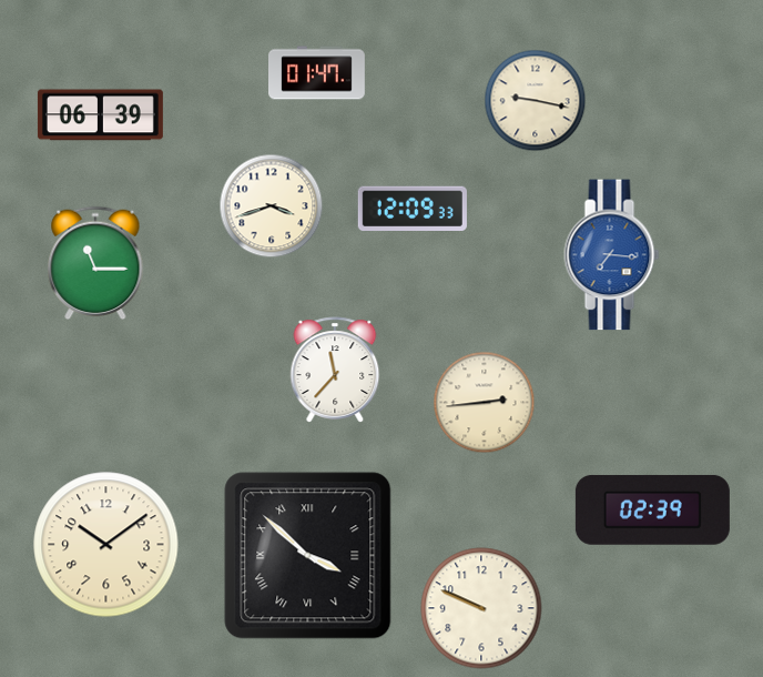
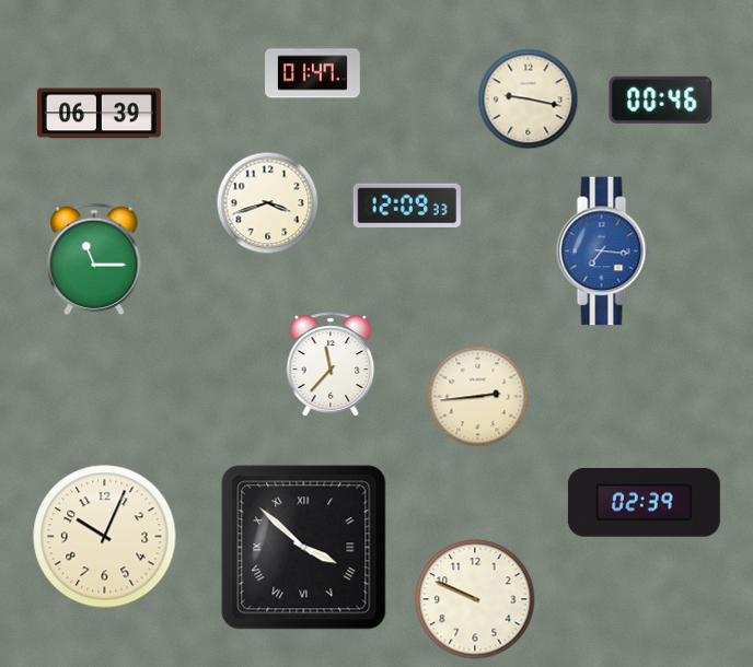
clock at (661, 100): none -> 00:46
clock at (106, 545): 10:09 -> 10:04
